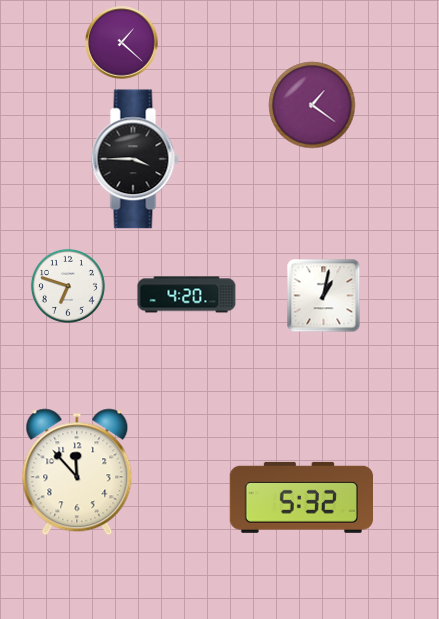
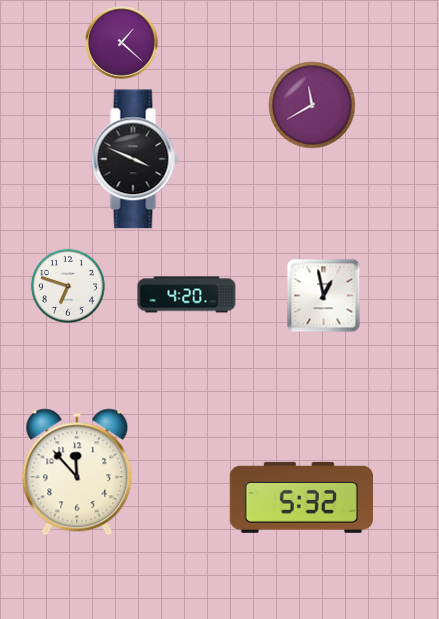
clock at (312, 105): 1:21 -> 11:40
clock at (135, 159): 3:45 -> 3:49
clock at (324, 296): 1:02 -> 12:58
